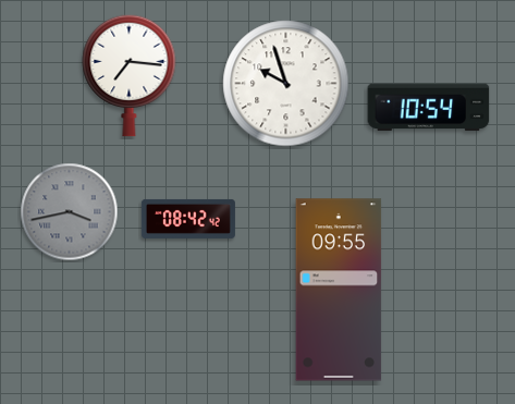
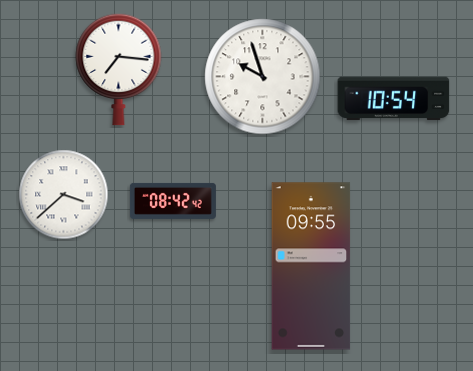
clock at (70, 212): 3:43 -> 3:38
clock at (70, 212) dial: grey -> white
